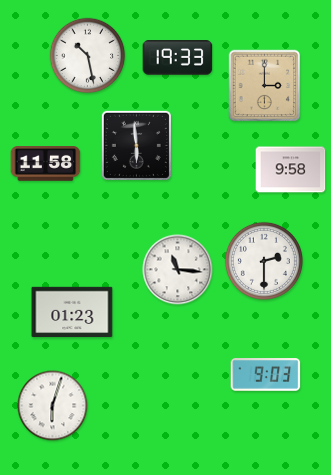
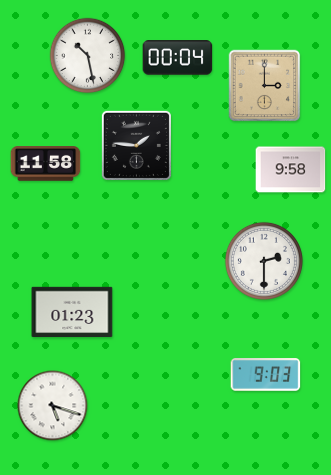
clock at (178, 58): 19:33 -> 00:04
clock at (136, 145): 5:59 -> 1:46
clock at (178, 270): 11:16 -> none
clock at (53, 406): 6:03 -> 5:18
